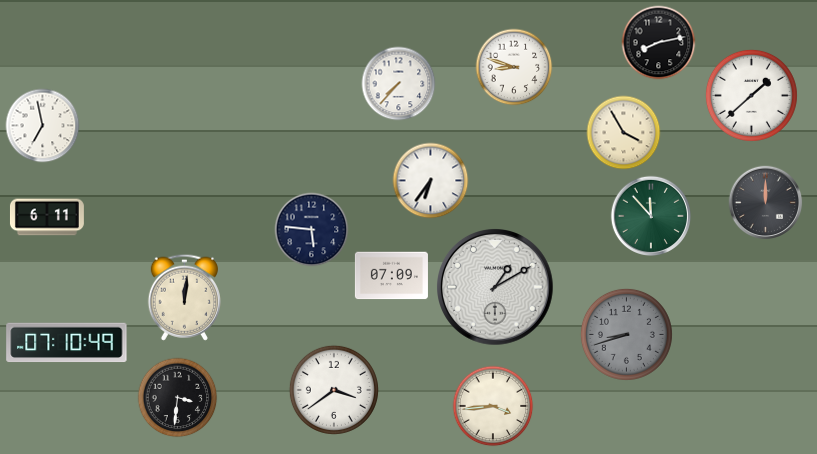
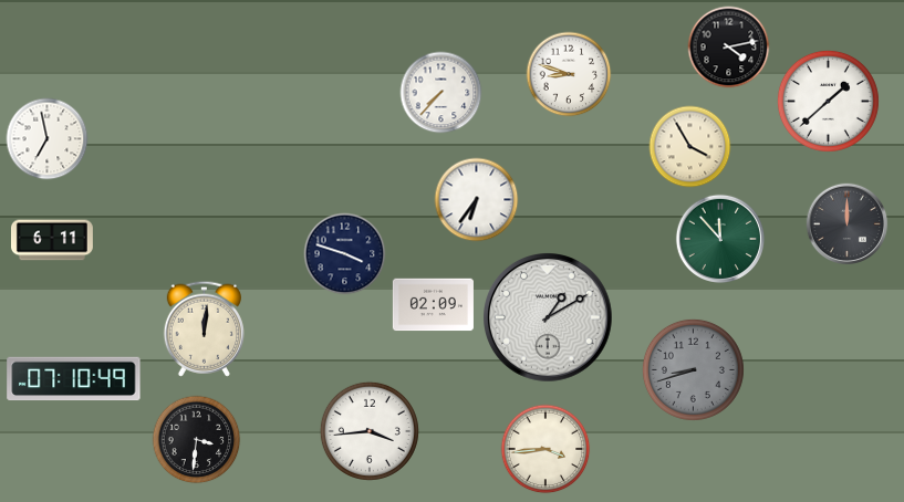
clock at (659, 43): 8:13 -> 4:13
clock at (751, 95) position: (751, 95) -> (828, 101)
clock at (312, 230): 5:46 -> 3:48
clock at (391, 276): 07:09 -> 02:09
clock at (334, 390): 3:39 -> 3:44
